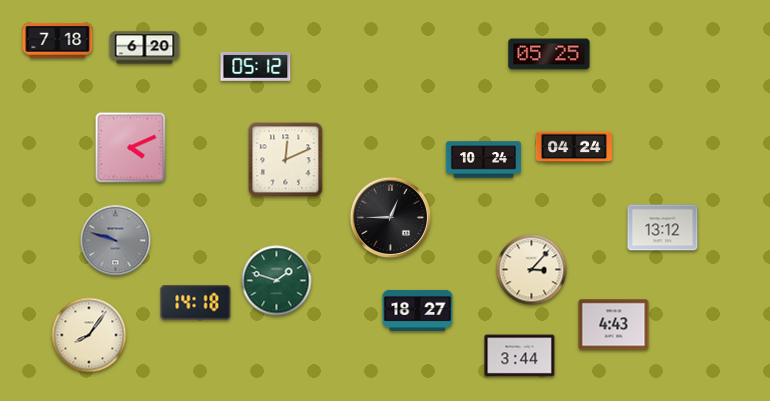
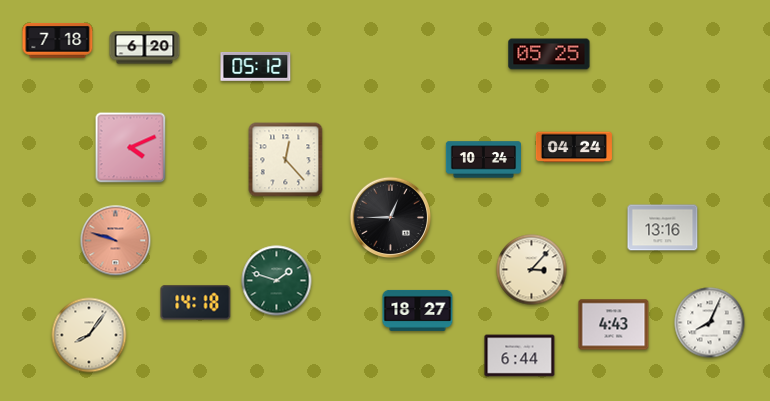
clock at (286, 160): 12:11 -> 12:23
clock at (663, 228): 13:12 -> 13:16
clock at (116, 241) dial: grey -> salmon
clock at (710, 323): none -> 8:04
clock at (520, 356): 3:44 -> 6:44
